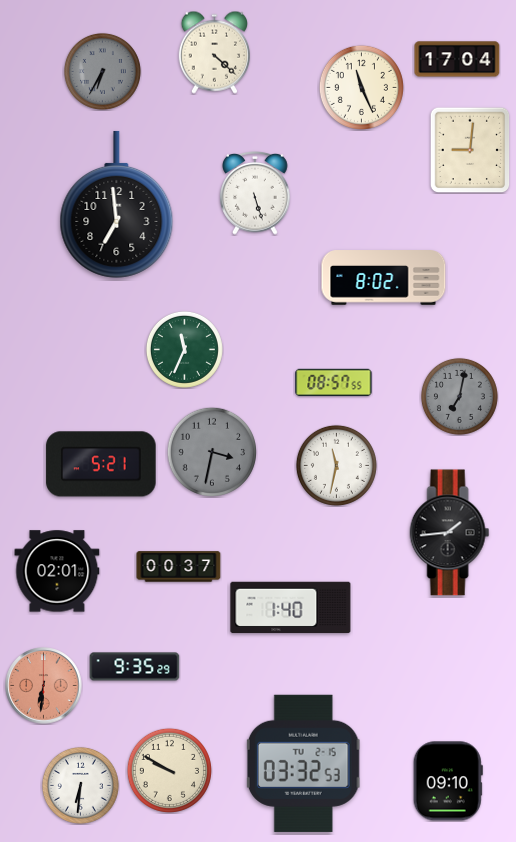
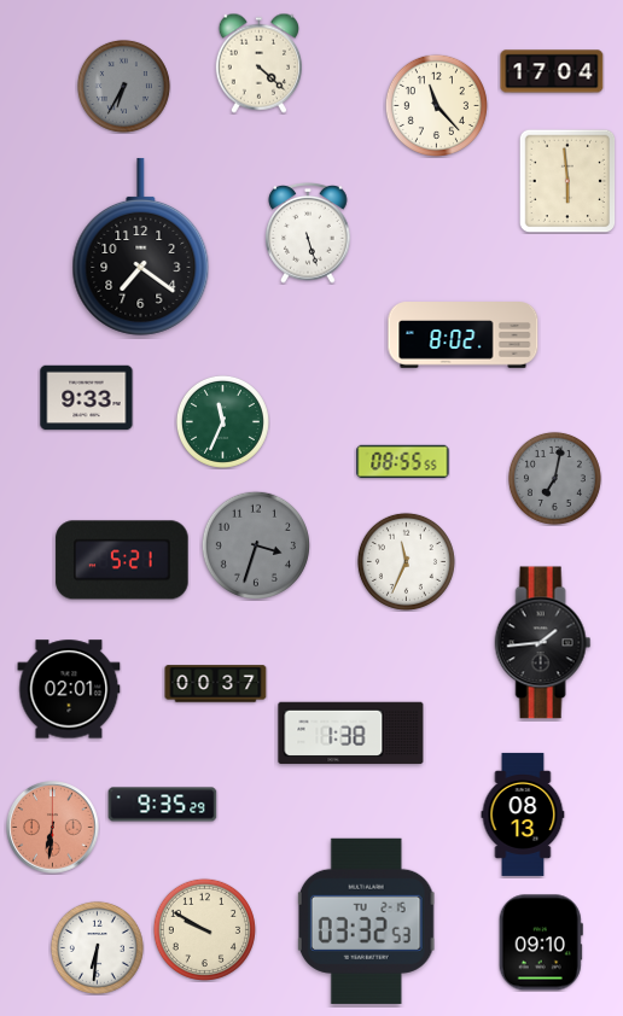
clock at (361, 87): 11:26 -> 11:23
clock at (470, 150): 9:01 -> 5:59
clock at (117, 204): 6:59 -> 7:21
clock at (87, 398): none -> 9:33
clock at (334, 383): 08:57 -> 08:55
clock at (212, 452): 3:32 -> 3:33
clock at (336, 465): 11:32 -> 11:34
clock at (291, 608): 1:40 -> 1:38
clock at (523, 814): none -> 08:13
